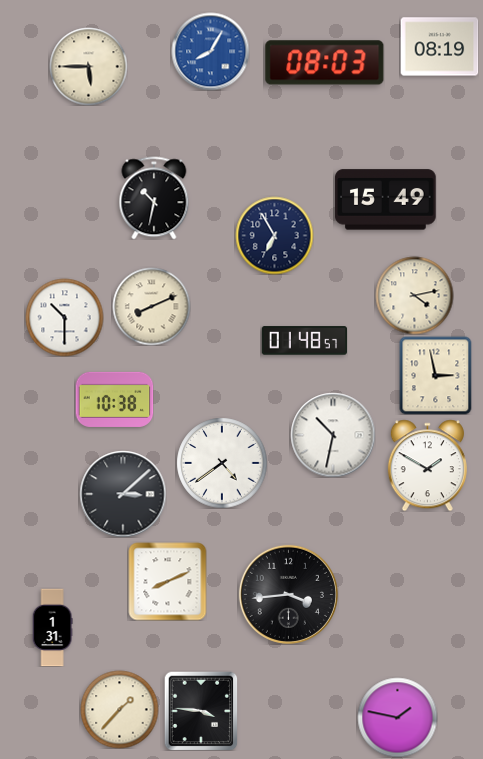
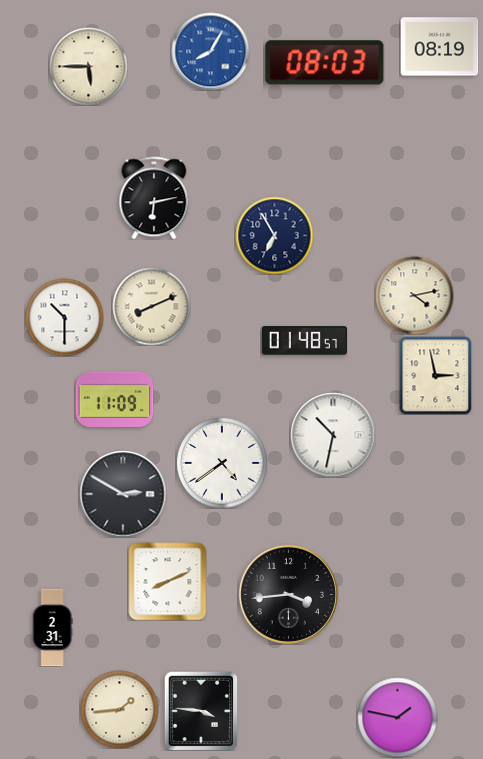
clock at (154, 198): 10:32 -> 6:13
clock at (386, 200): 15:49 -> none
clock at (114, 399): 10:38 -> 11:09
clock at (427, 465): 1:50 -> none
clock at (123, 494): 3:08 -> 2:50
clock at (52, 627): 1:31 -> 2:31
clock at (119, 709): 1:37 -> 1:44
